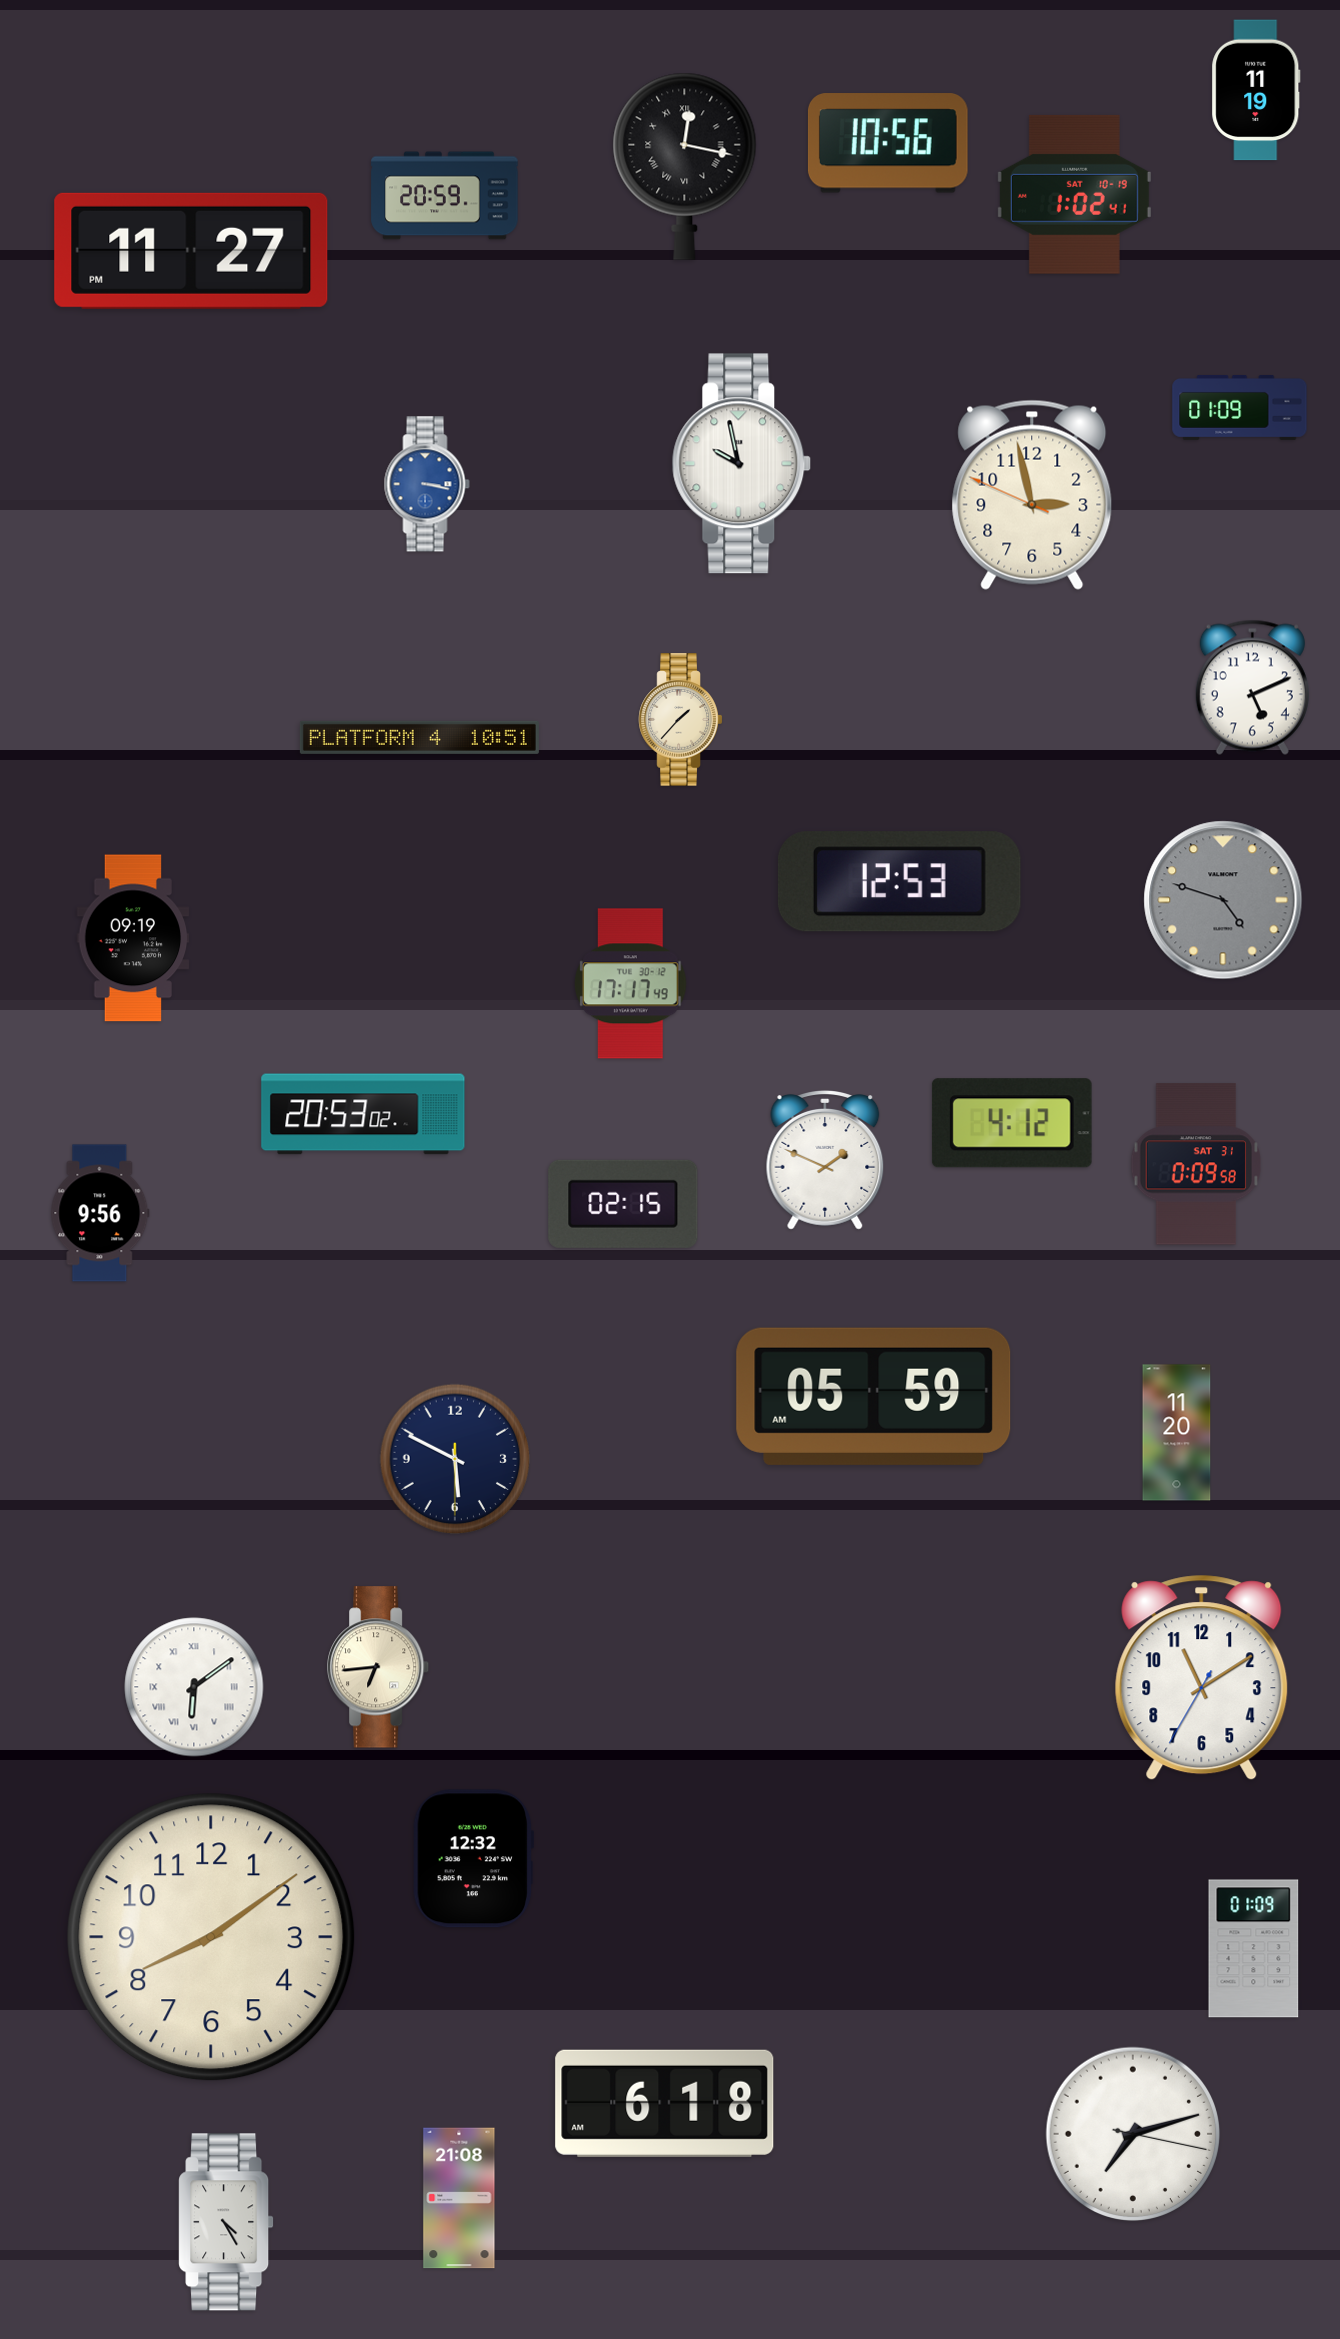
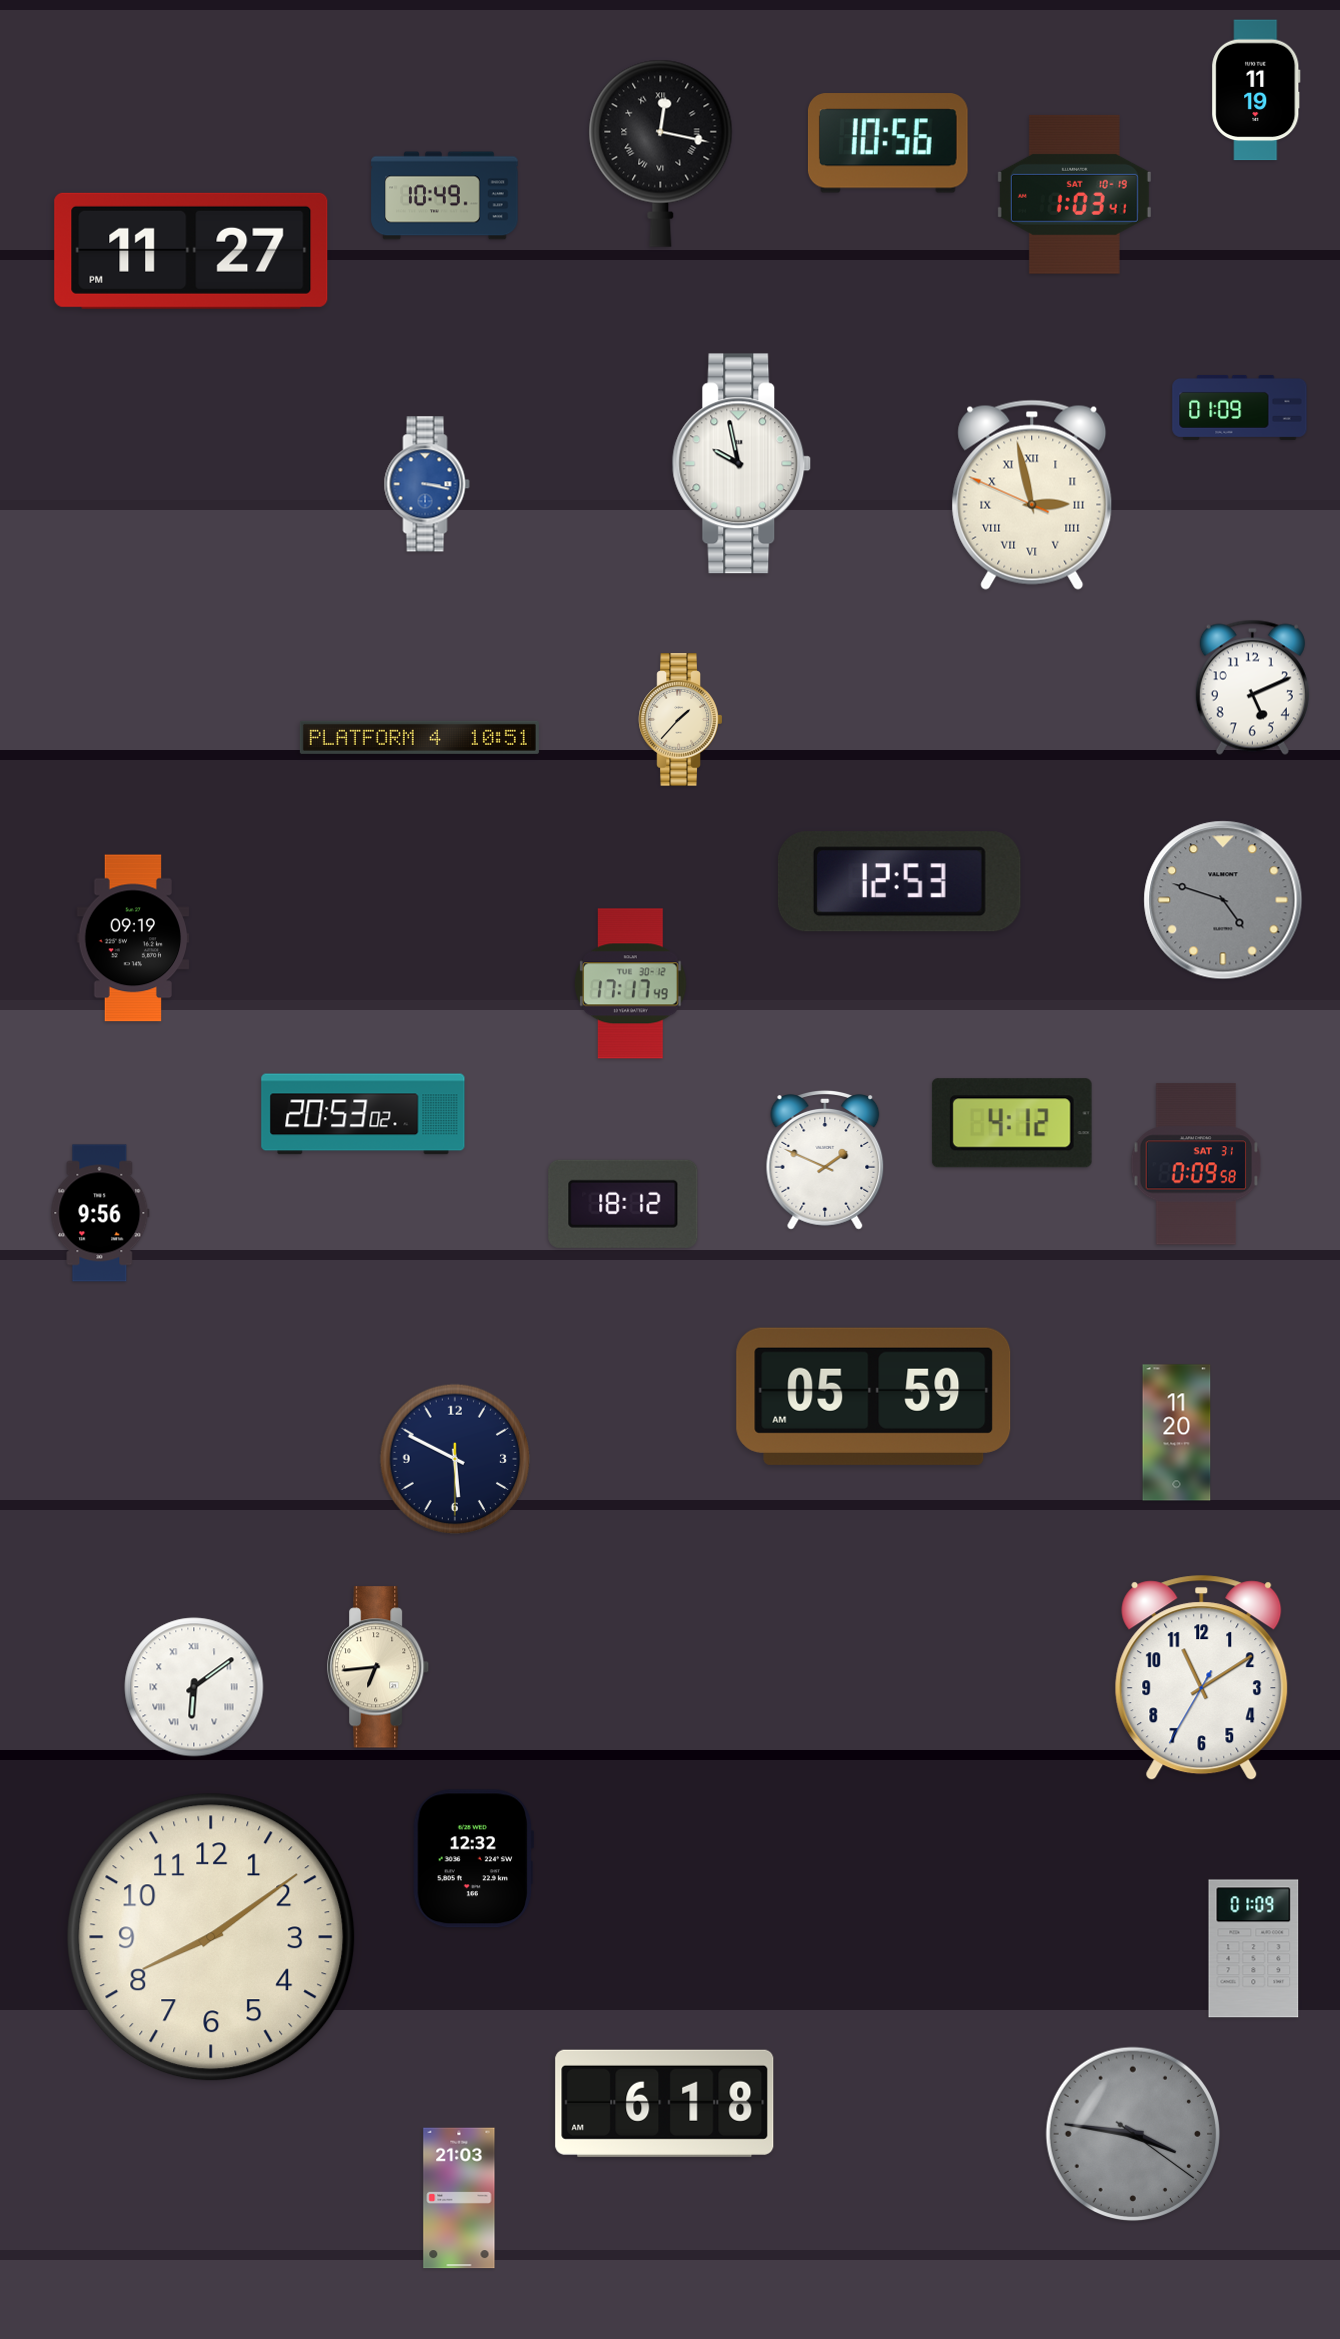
clock at (685, 166) position: (685, 166) -> (661, 153)
clock at (1074, 194): 1:02 -> 1:03
clock at (445, 196): 20:59 -> 10:49
clock at (1032, 495) numerals: Arabic -> Roman
clock at (623, 1204): 02:15 -> 18:12
clock at (1133, 2134): 7:12 -> 3:46
clock at (1133, 2134) dial: white -> grey
clock at (459, 2198): 21:08 -> 21:03
clock at (226, 2222): 4:25 -> none
